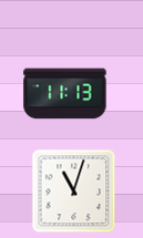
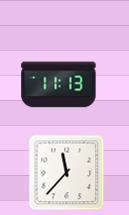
clock at (74, 192): 11:03 -> 11:37
